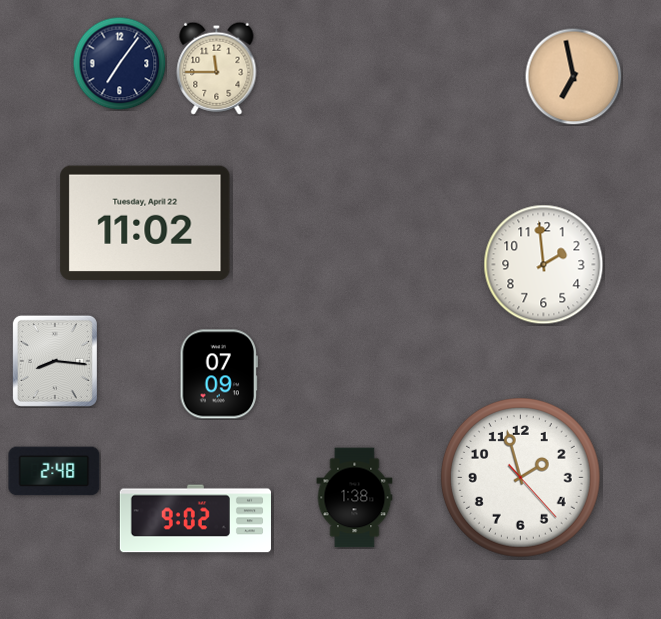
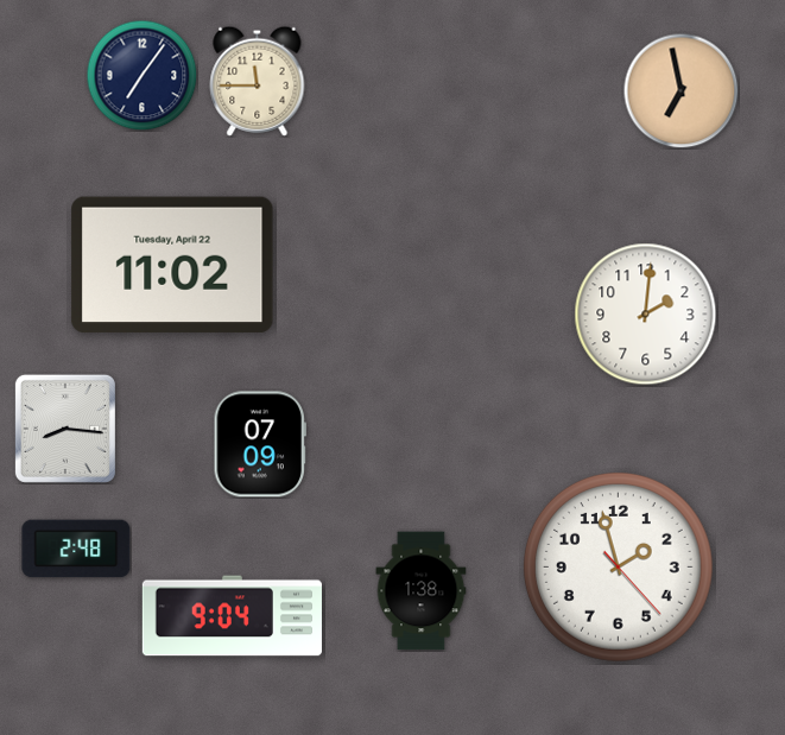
clock at (544, 265): 1:59 -> 2:01
clock at (54, 471) position: (54, 471) -> (76, 549)
clock at (195, 519): 9:02 -> 9:04
